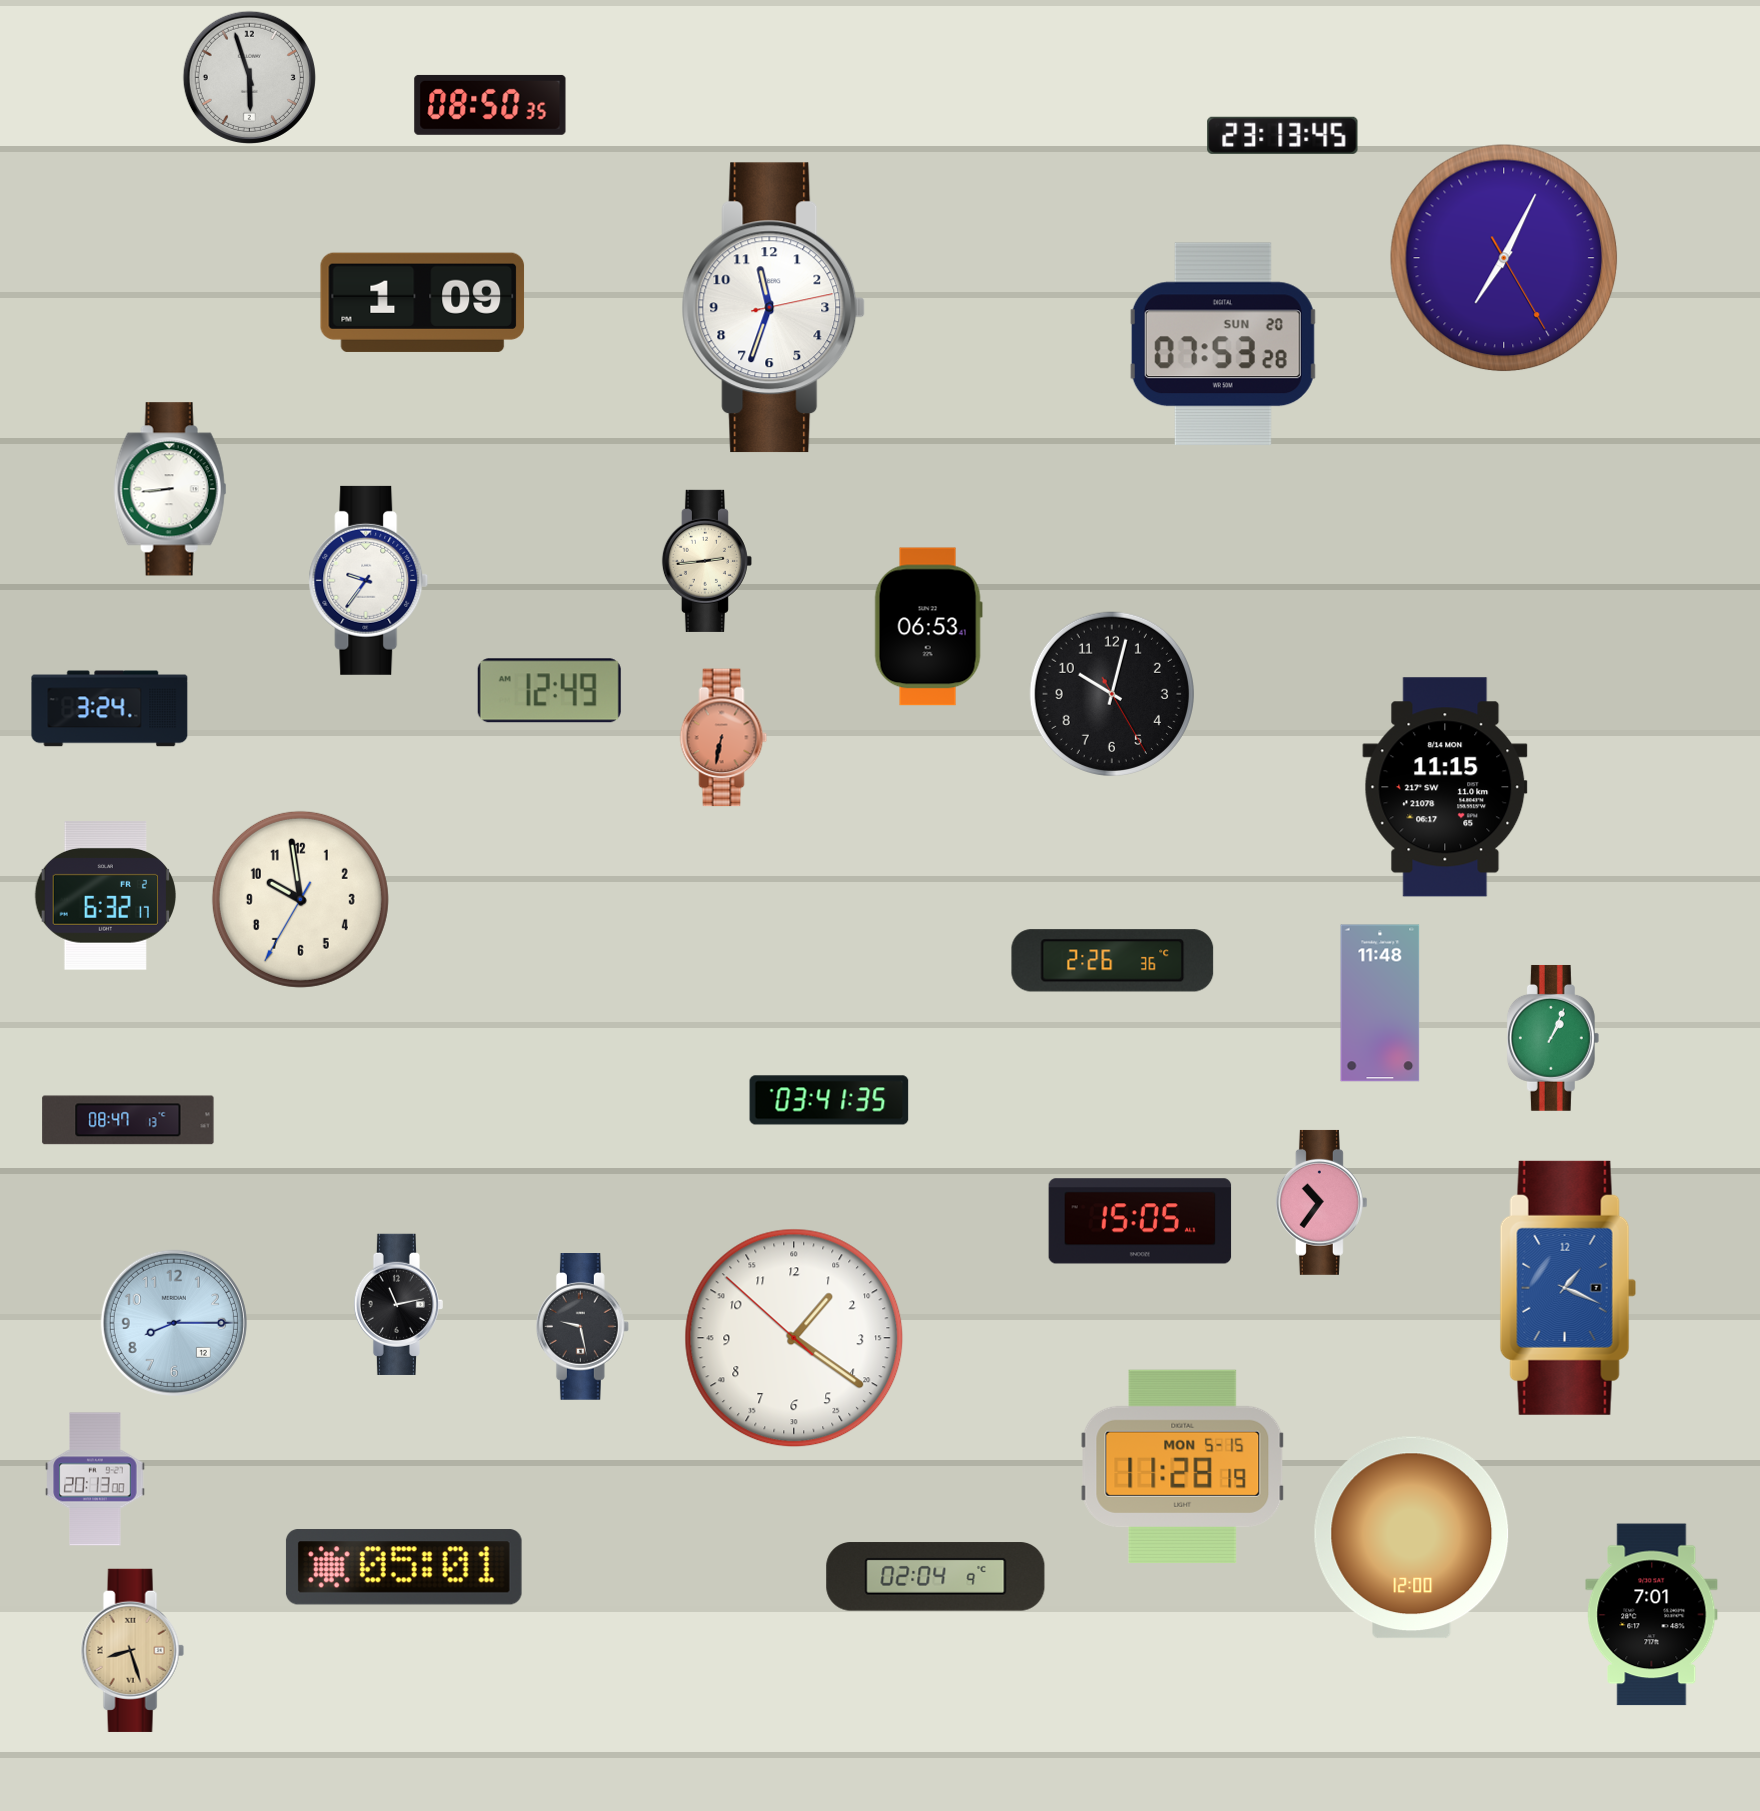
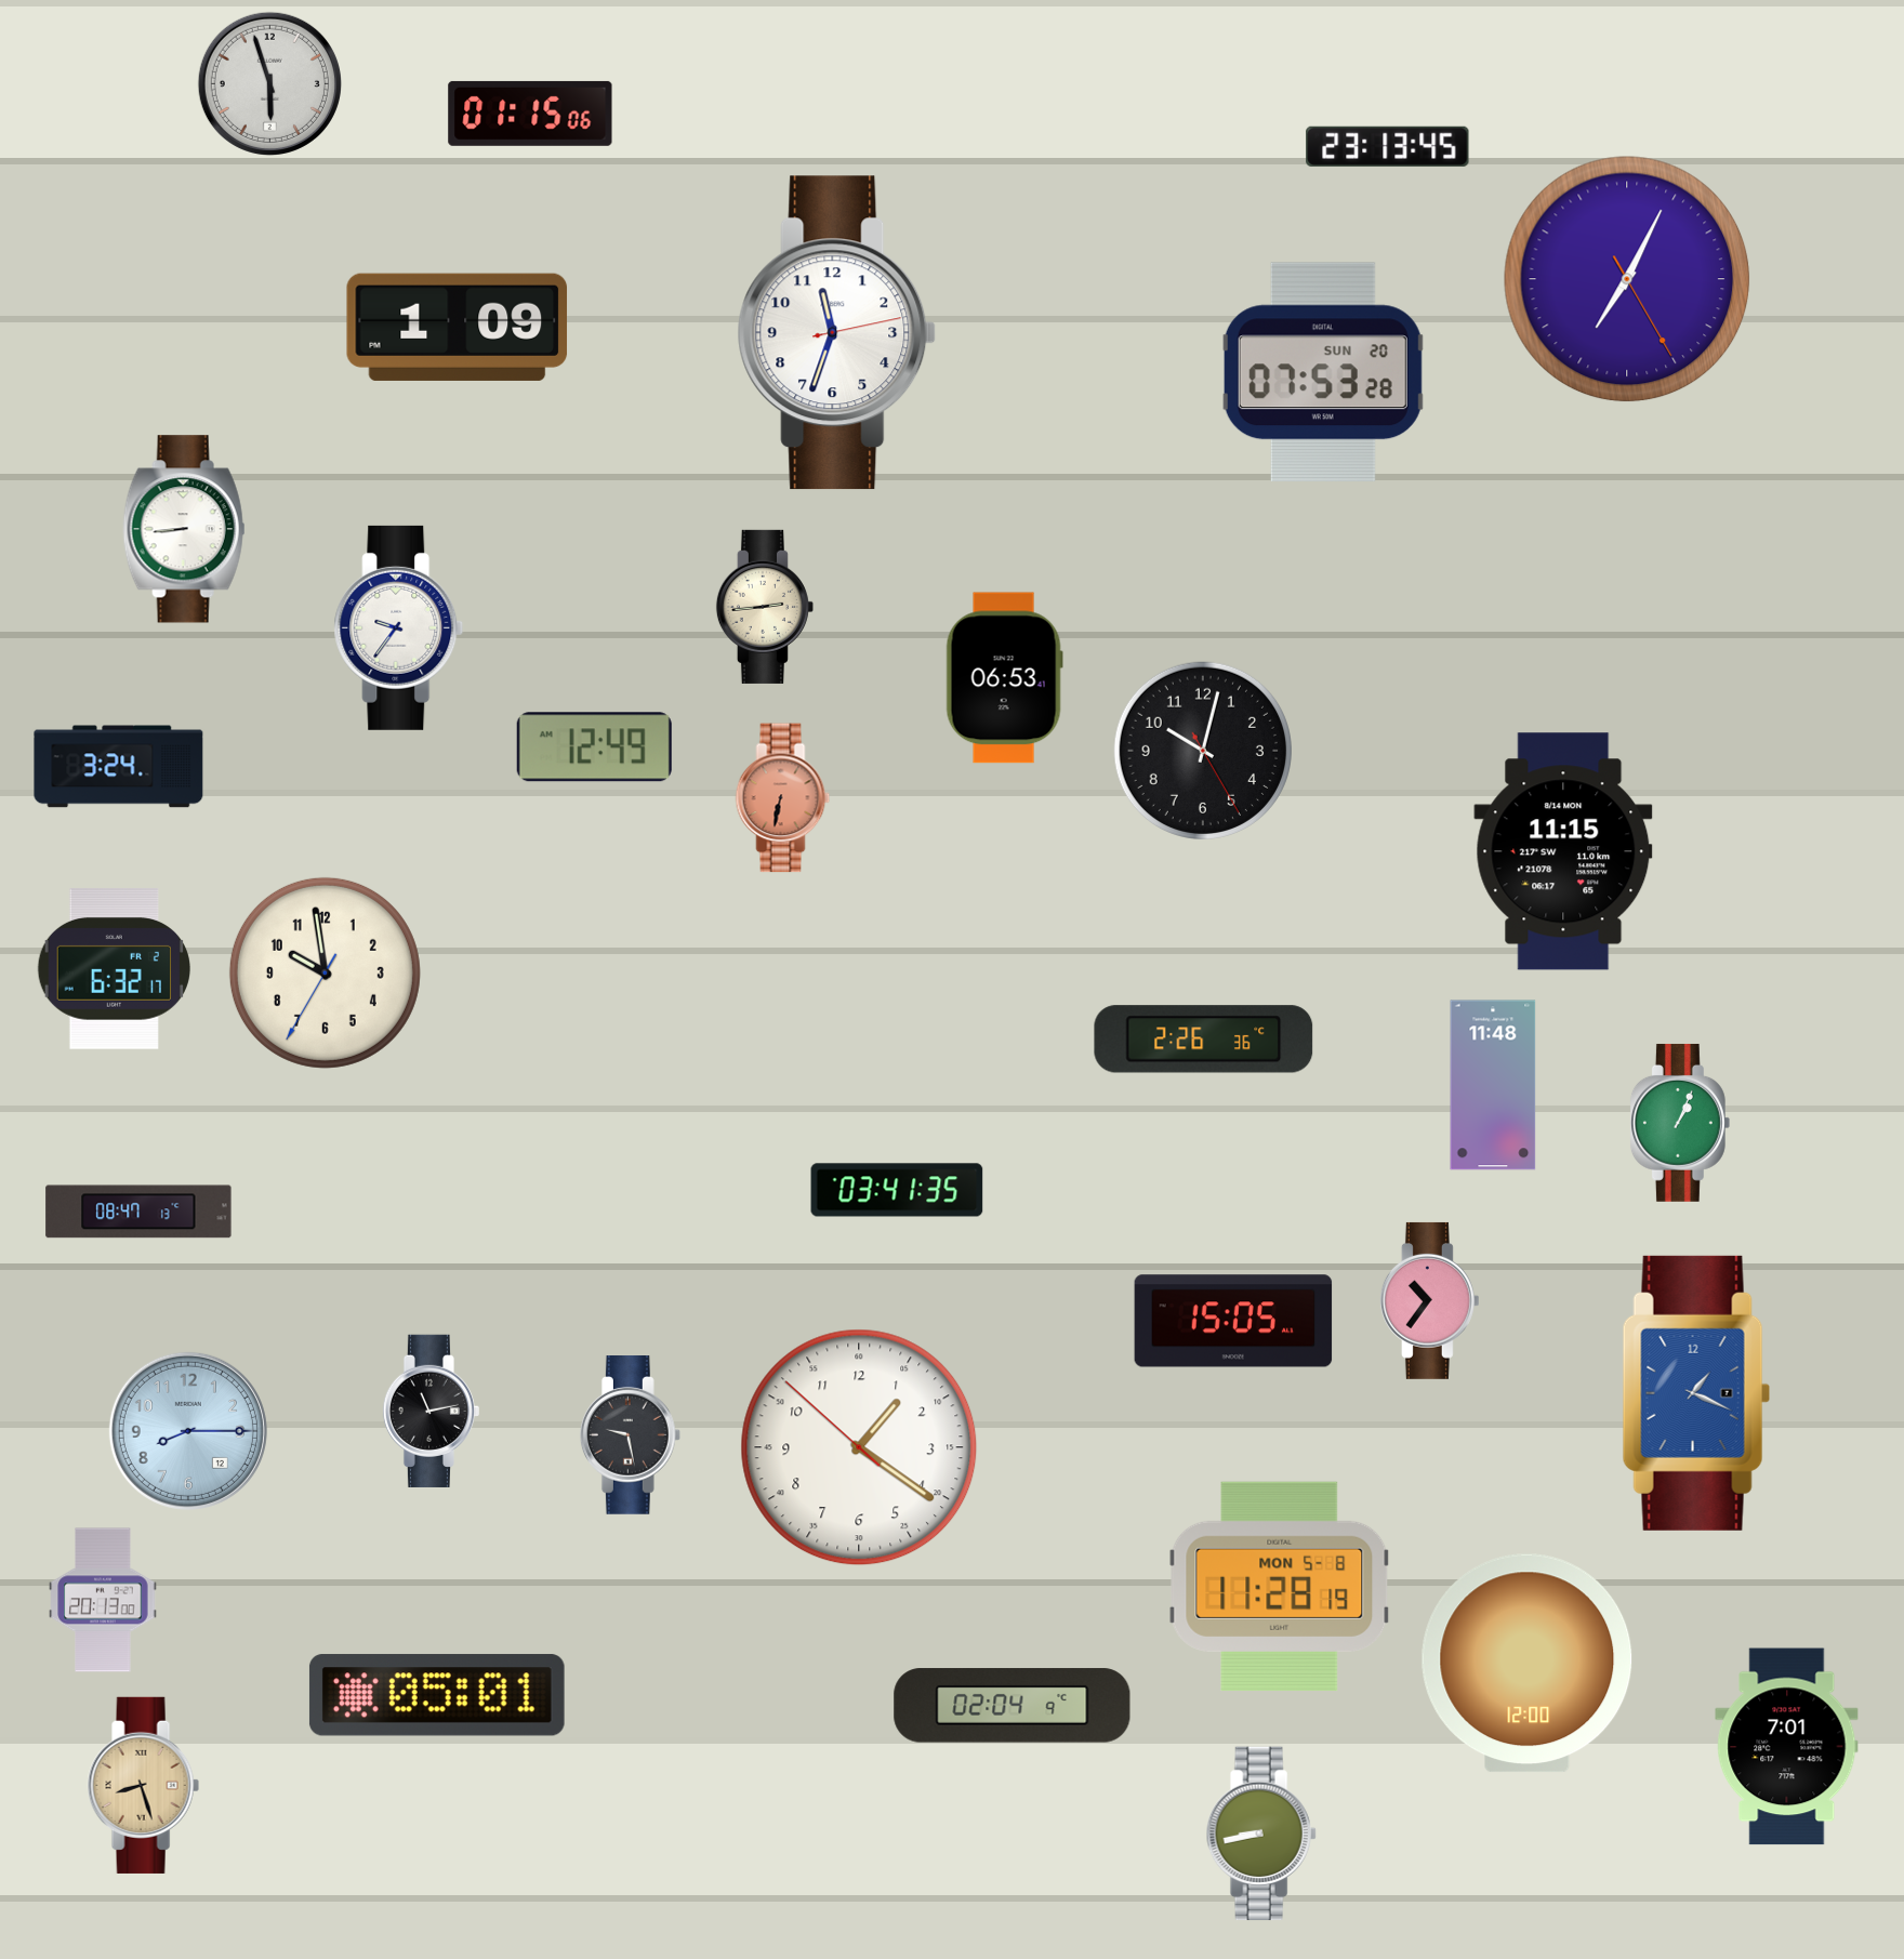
clock at (490, 105): 08:50 -> 01:15
clock at (1183, 1466) date: MON 5-15 -> MON 5-8
clock at (1261, 1834): none -> 8:43
